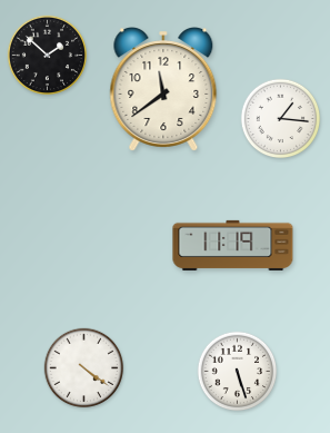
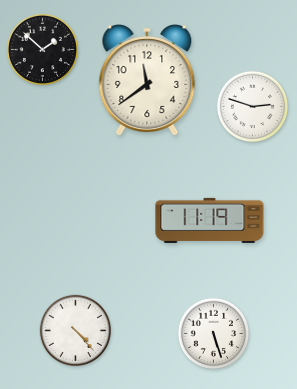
clock at (281, 119): 1:16 -> 2:48
clock at (84, 368): 4:21 -> 4:23
